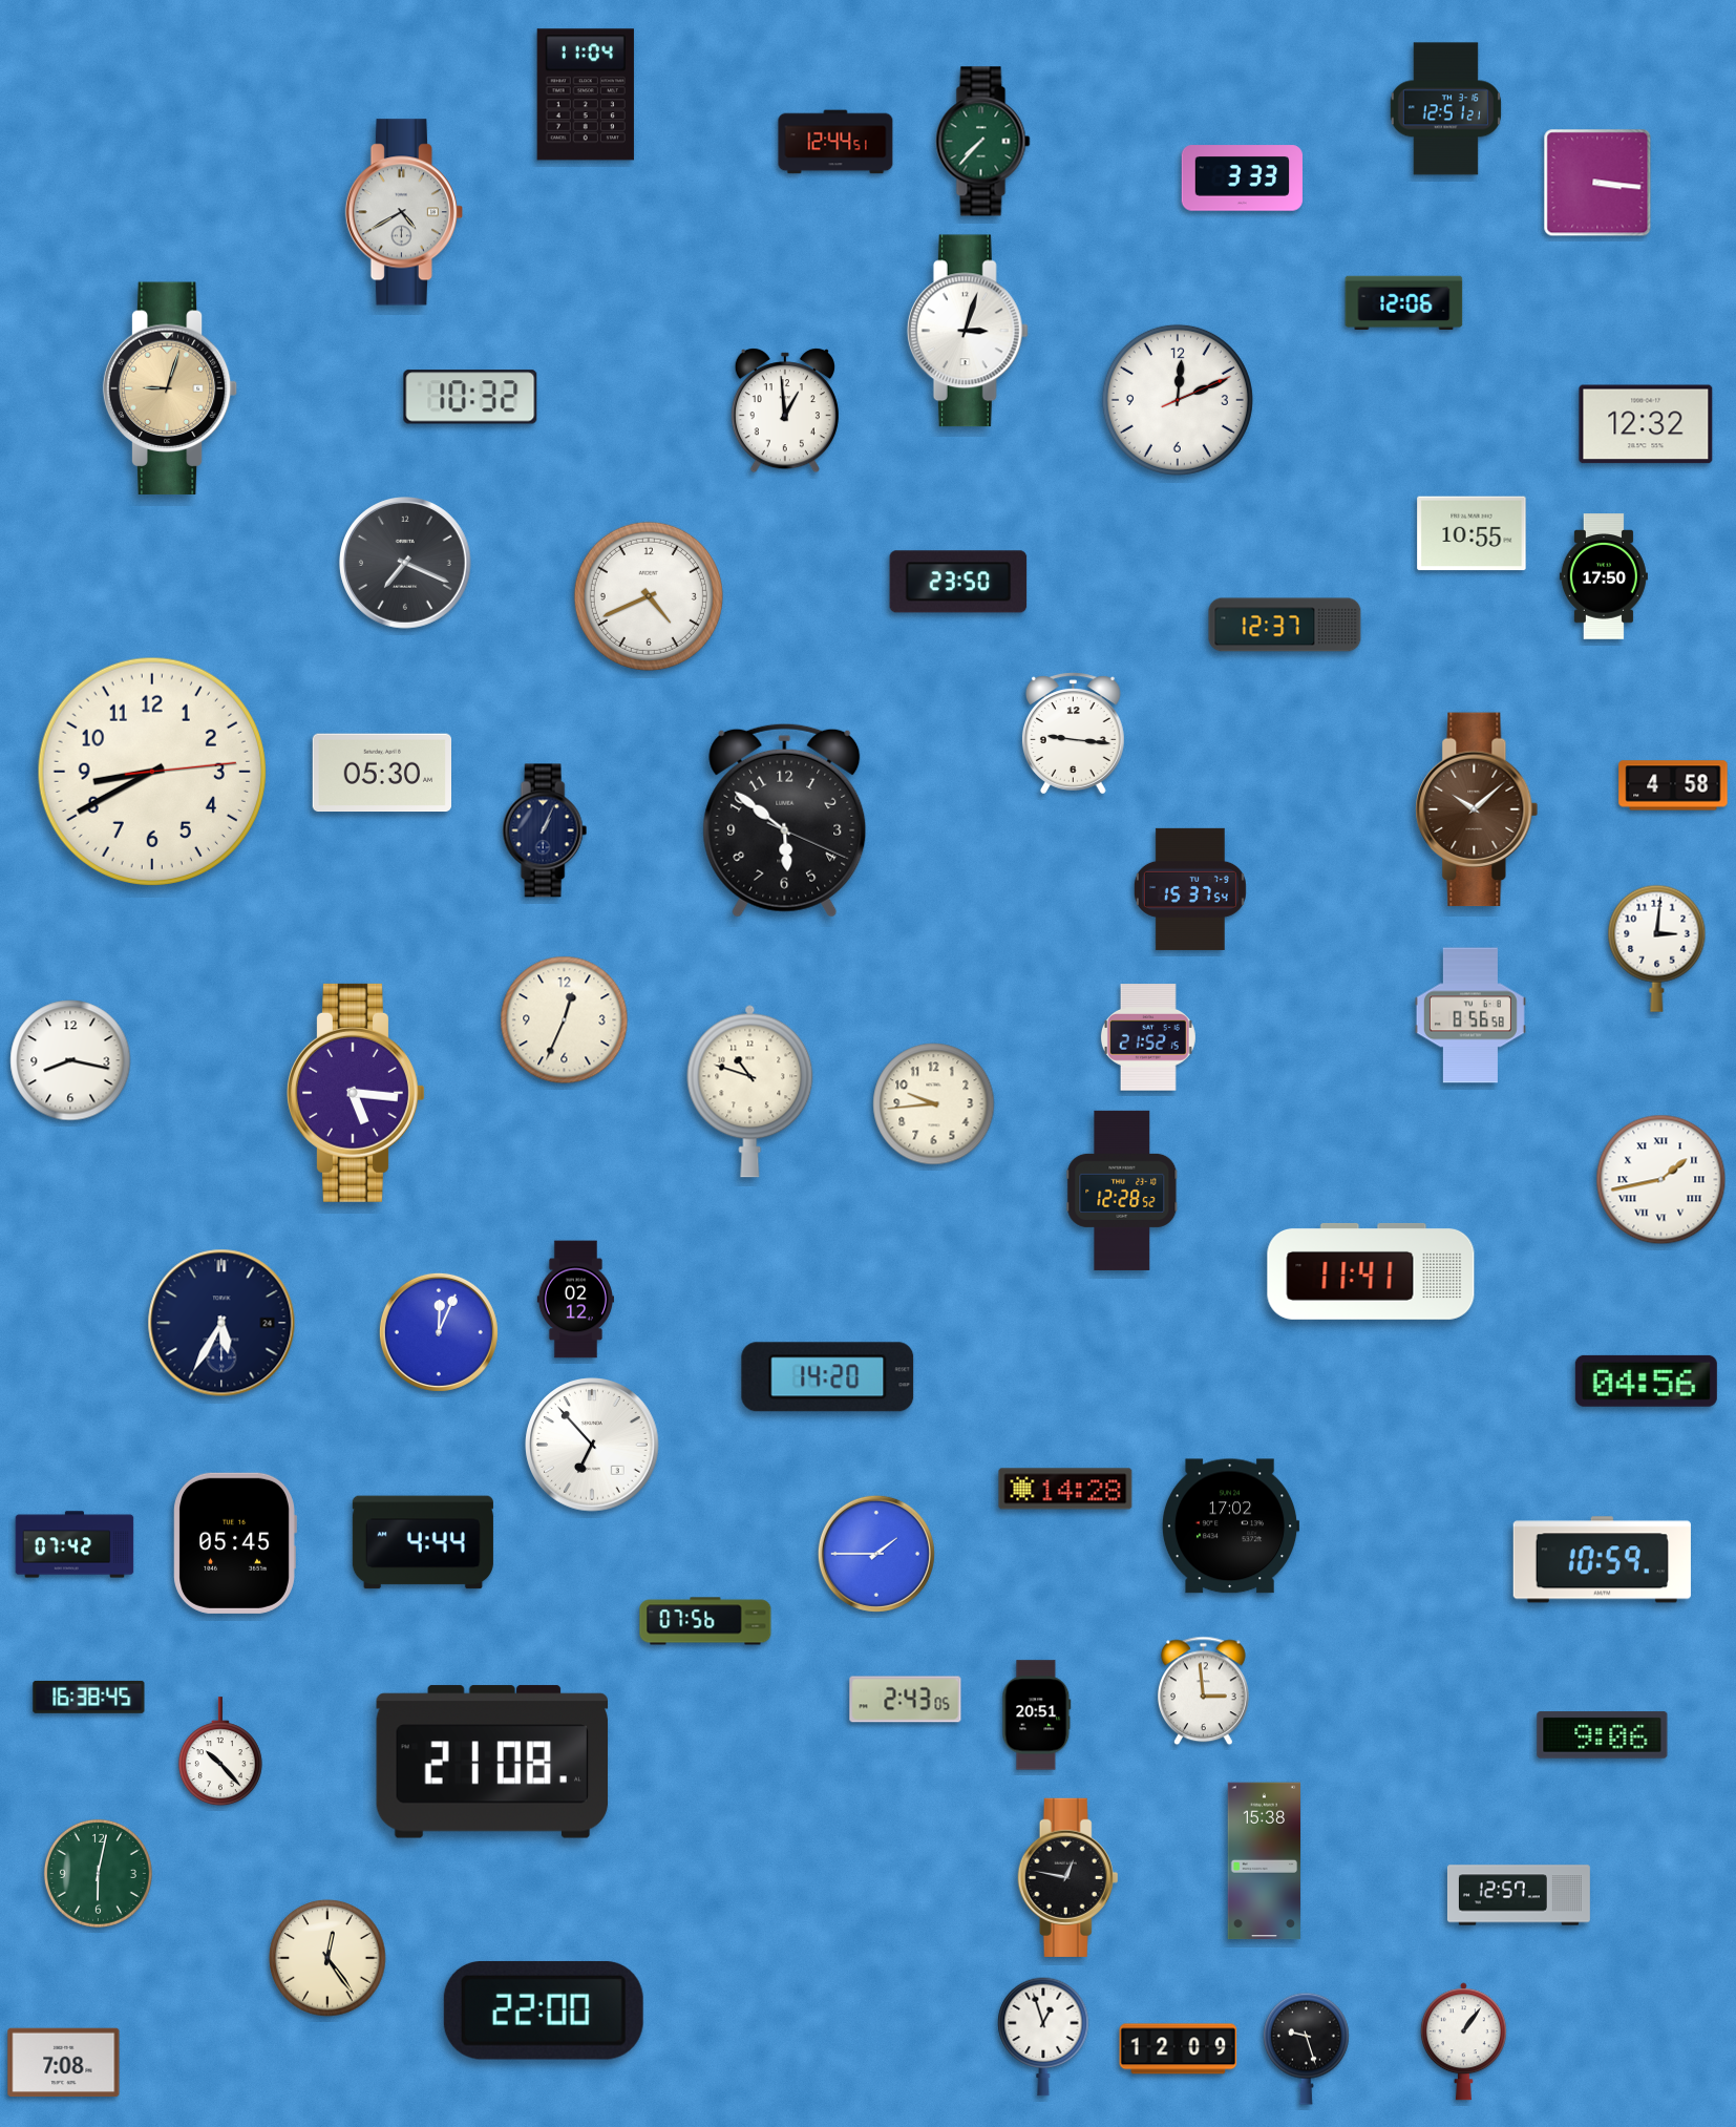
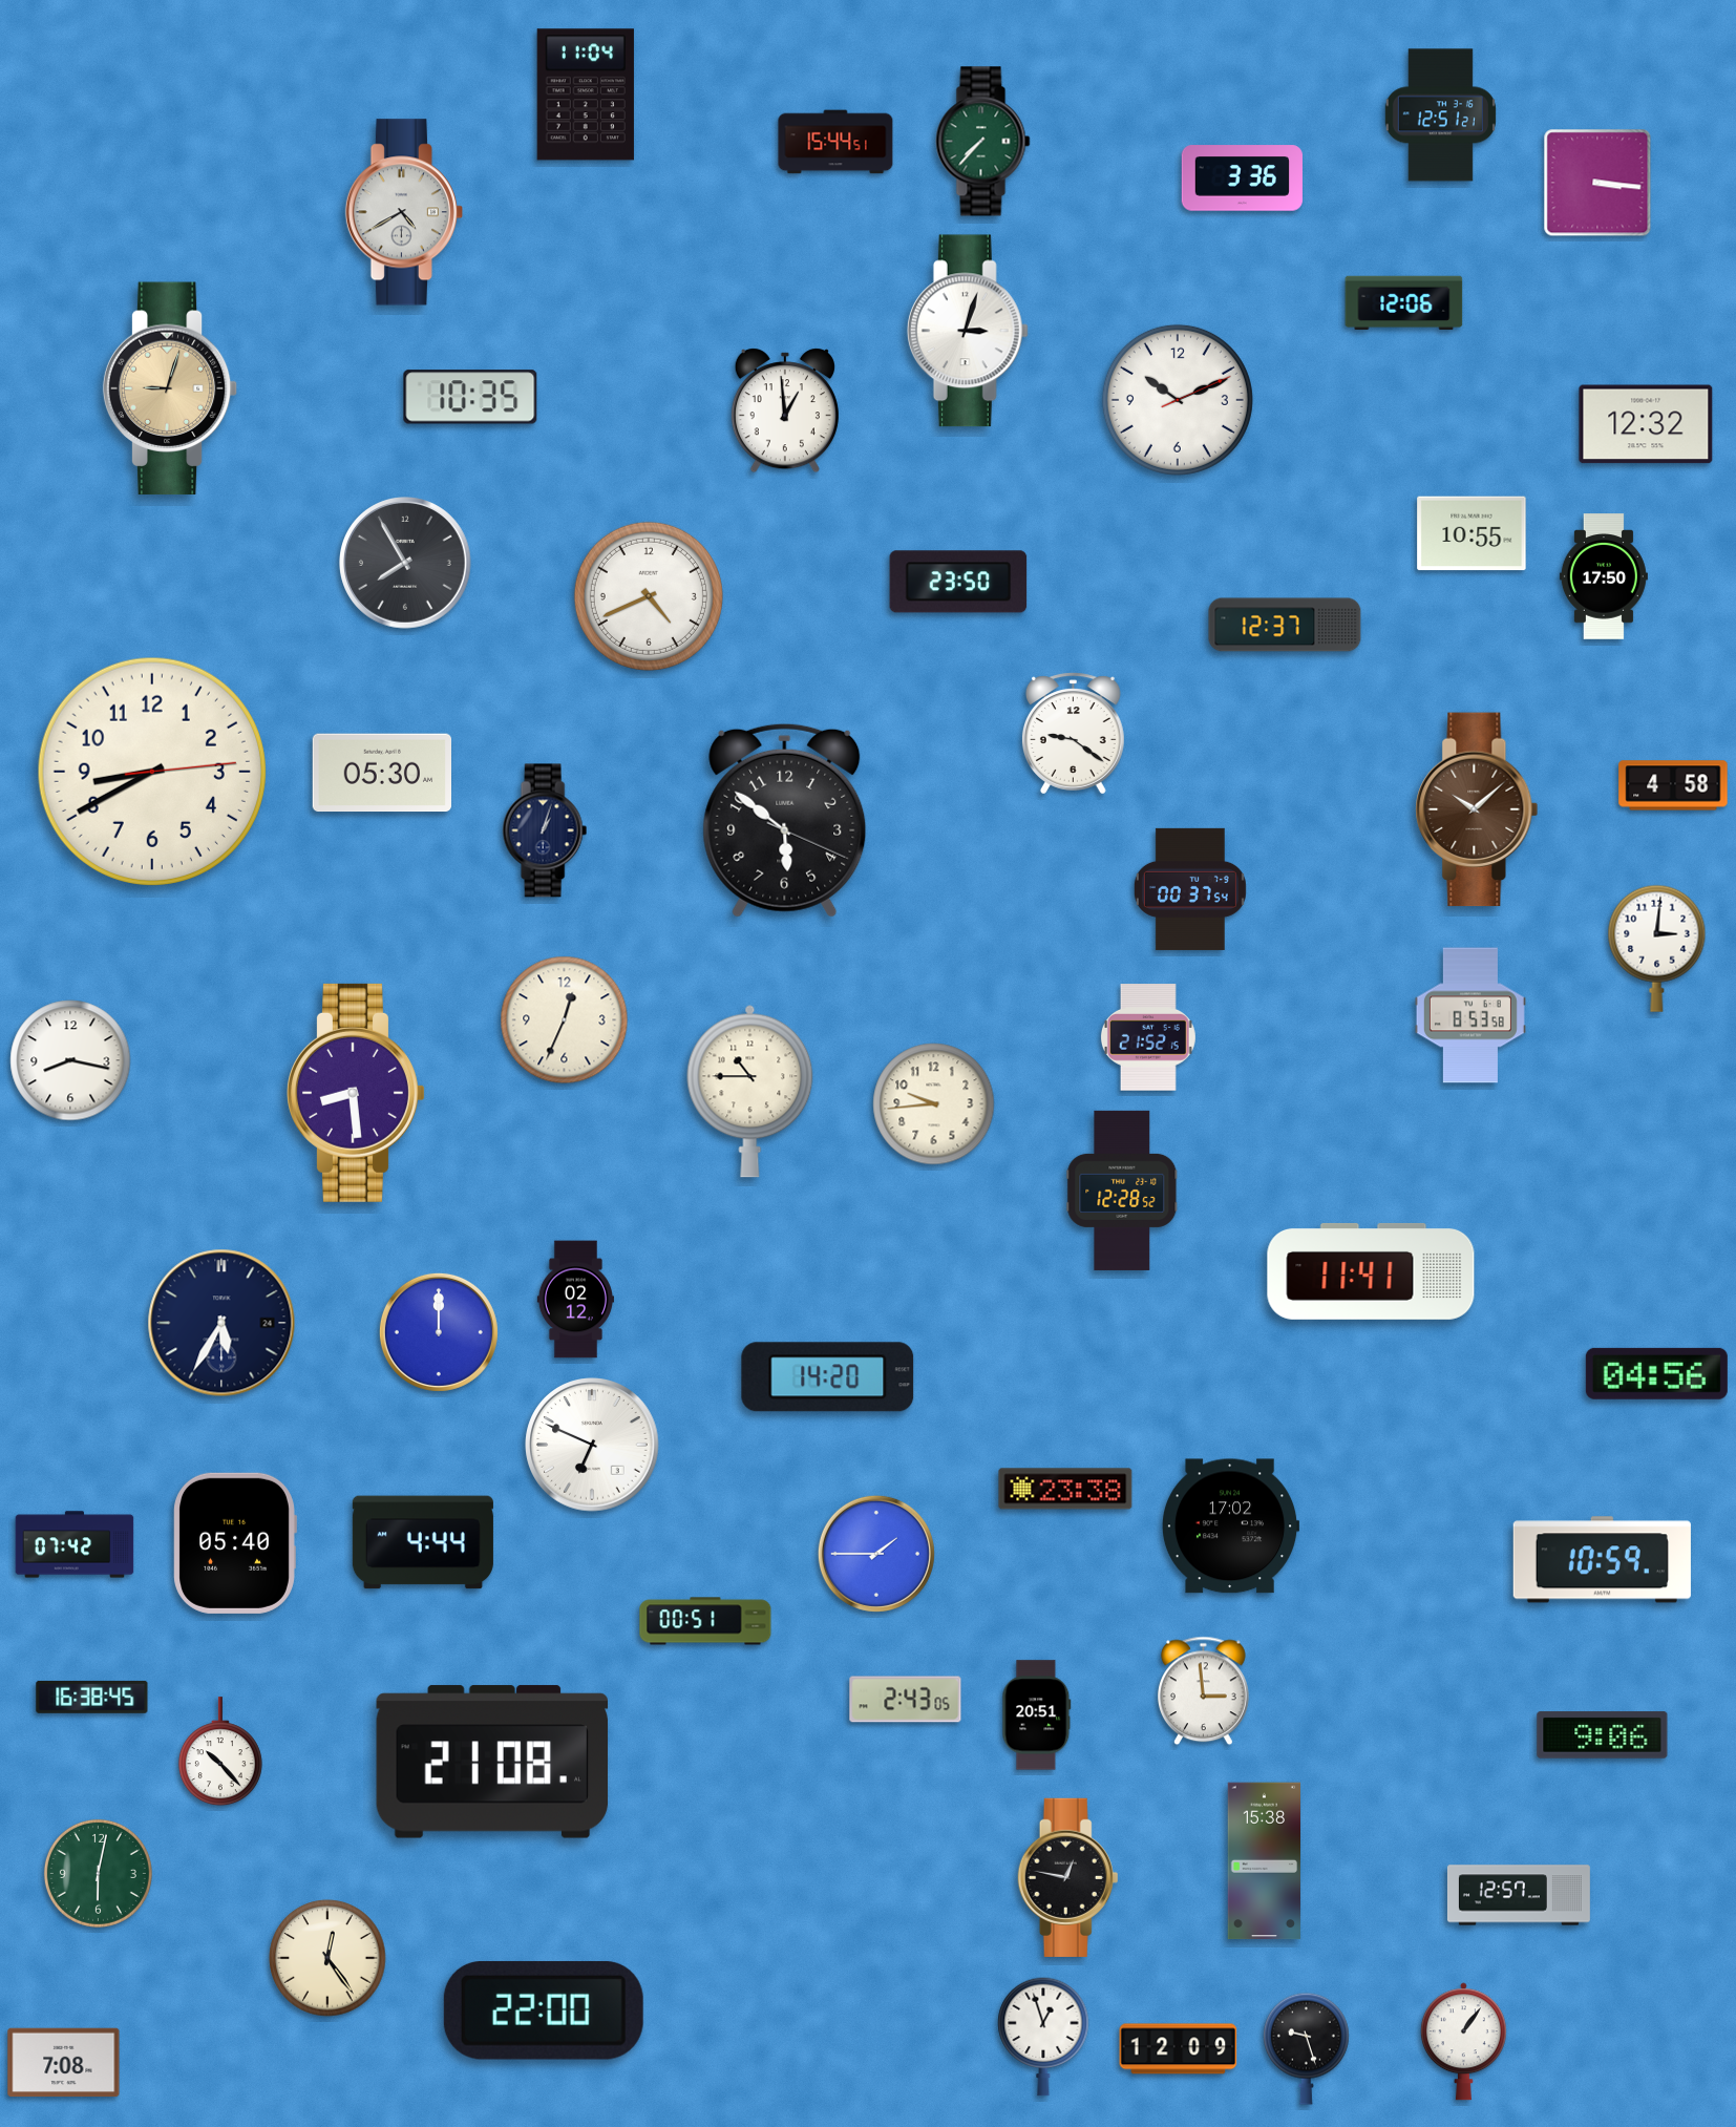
clock at (1445, 109) position: (1445, 109) -> (1440, 115)
clock at (835, 142): 12:44 -> 15:44
clock at (1242, 178): 3:33 -> 3:36
clock at (470, 397): 10:32 -> 10:35
clock at (1178, 400): 12:11 -> 10:11
clock at (406, 564): 7:19 -> 7:55
clock at (1073, 734): 9:16 -> 9:21
clock at (545, 830): 1:04 -> 1:03
clock at (1190, 889): 15:37 -> 00:37
clock at (1470, 1015): 8:56 -> 8:53
clock at (750, 1091): 10:48 -> 10:45
clock at (357, 1093): 5:16 -> 8:29
clock at (1661, 1180): 1:43 -> none
clock at (439, 1332): 12:04 -> 12:00
clock at (1646, 1381) position: (1646, 1381) -> (1656, 1373)
clock at (592, 1445): 6:53 -> 6:49
clock at (1065, 1489): 14:28 -> 23:38
clock at (235, 1543): 05:45 -> 05:40
clock at (705, 1621): 07:56 -> 00:51
clock at (89, 1697) position: (89, 1697) -> (92, 1697)
